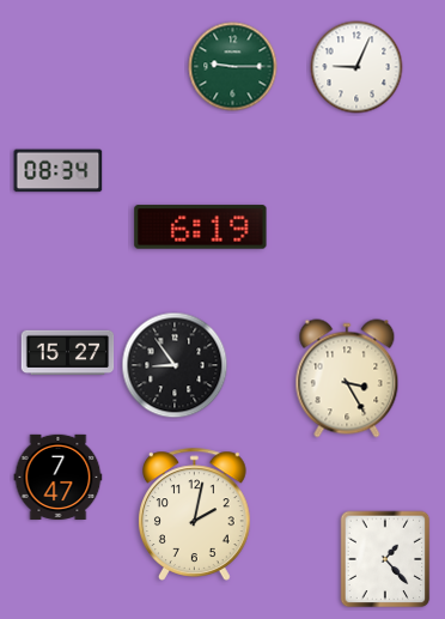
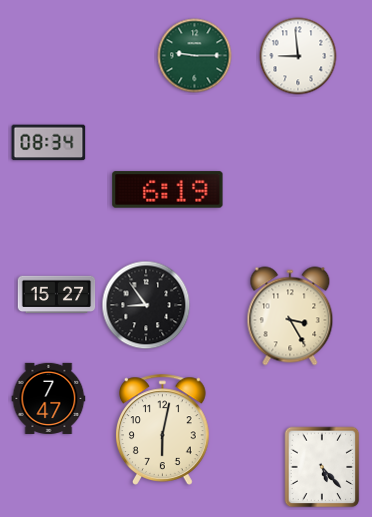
clock at (356, 67): 9:04 -> 8:59
clock at (195, 514): 2:02 -> 6:02
clock at (385, 559): 1:23 -> 5:23
